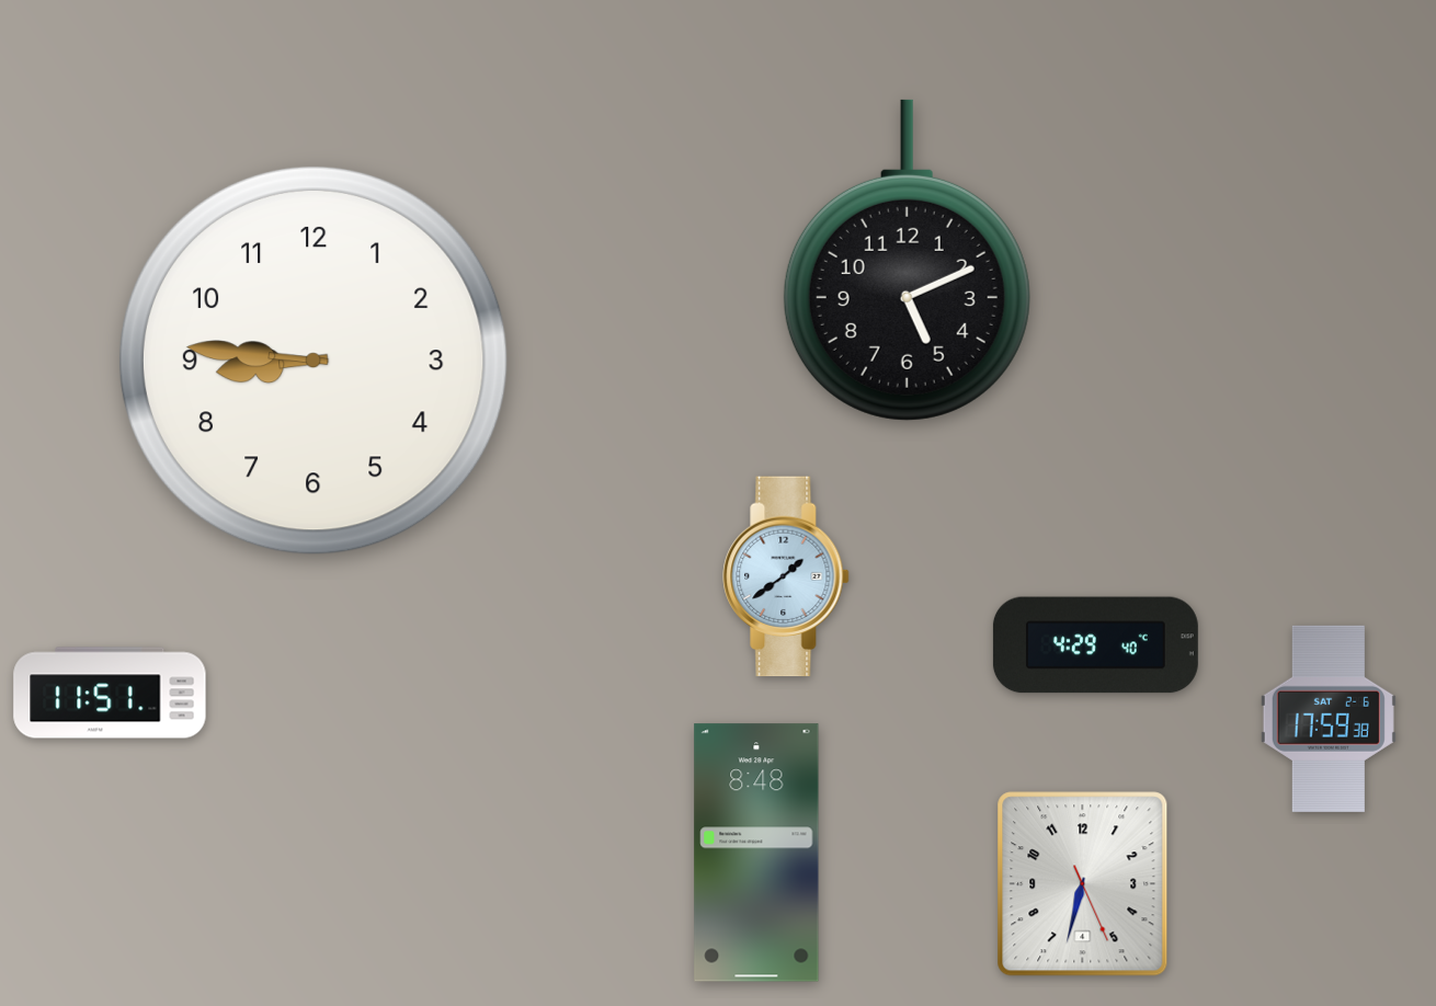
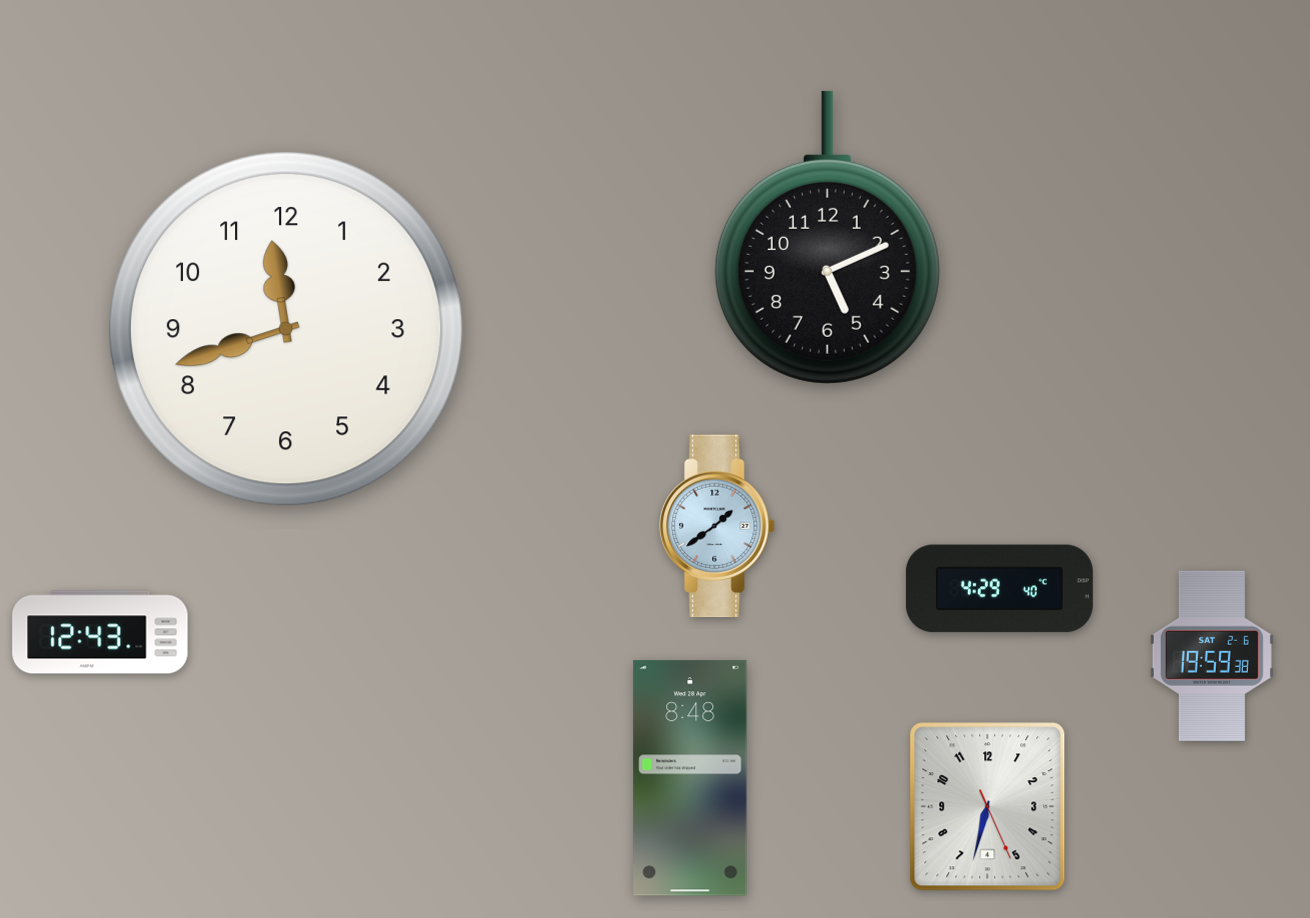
clock at (314, 361): 8:46 -> 11:42
clock at (110, 693): 11:51 -> 12:43
clock at (1329, 719): 17:59 -> 19:59
